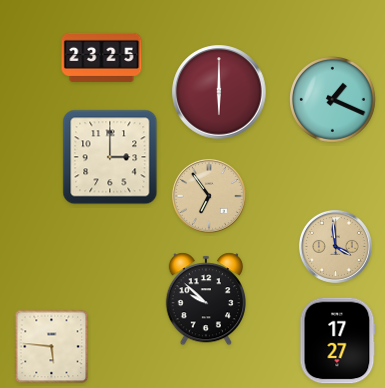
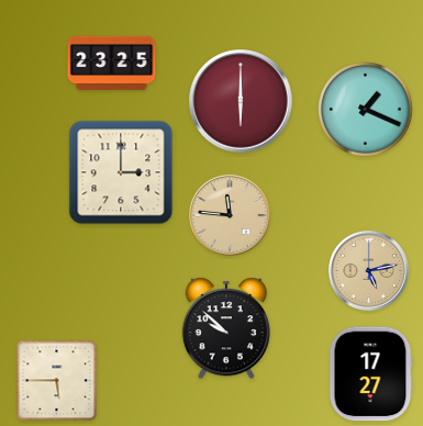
clock at (209, 196): 6:54 -> 11:46
clock at (335, 246): 3:59 -> 5:13
clock at (52, 347): 5:46 -> 5:45
